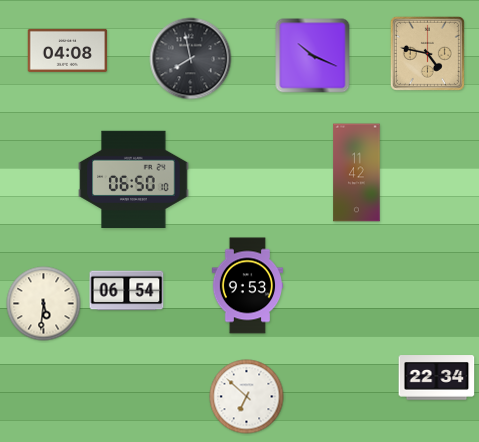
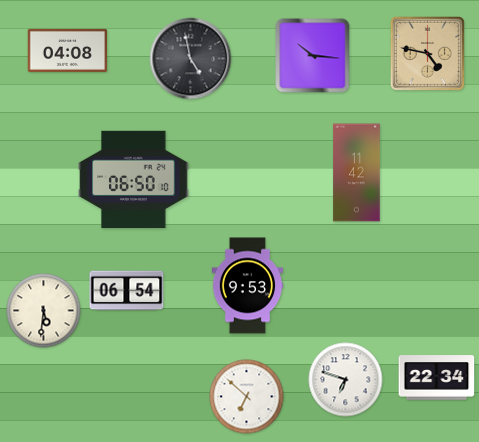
clock at (313, 56): 10:19 -> 10:16
clock at (191, 59): 7:58 -> 4:58
clock at (44, 304) position: (44, 304) -> (44, 311)
clock at (346, 380): none -> 6:48
